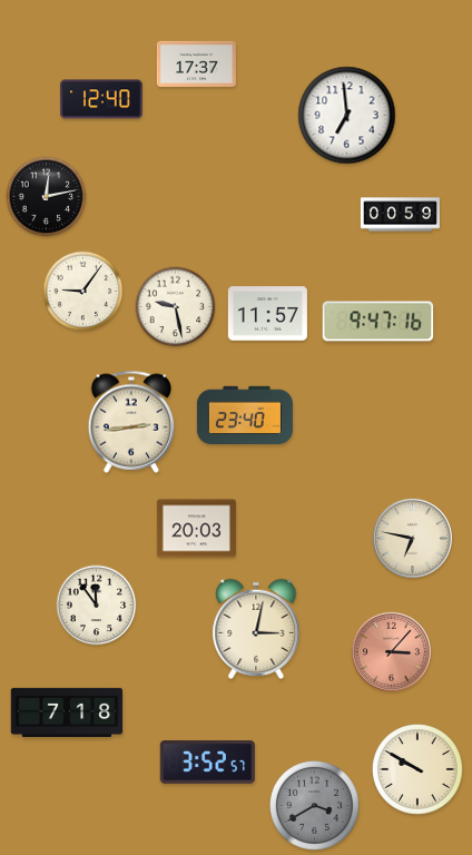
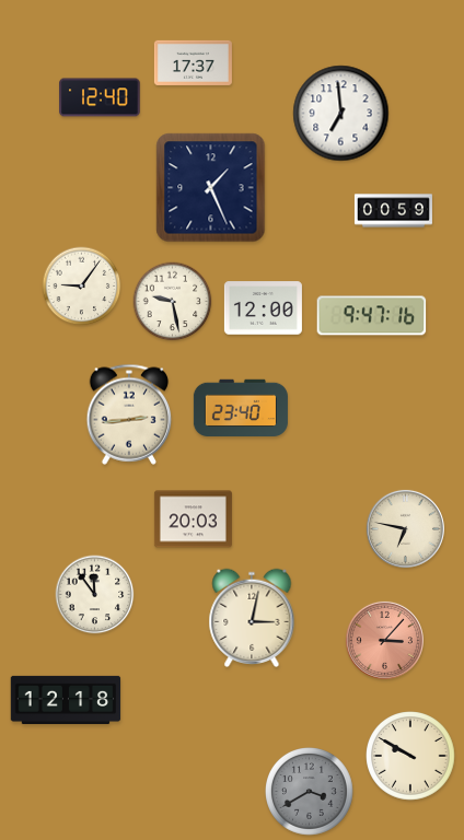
clock at (211, 188): none -> 1:26
clock at (47, 197): 12:13 -> none
clock at (267, 314): 11:57 -> 12:00
clock at (67, 712): 7:18 -> 12:18
clock at (207, 761): 3:52 -> none
